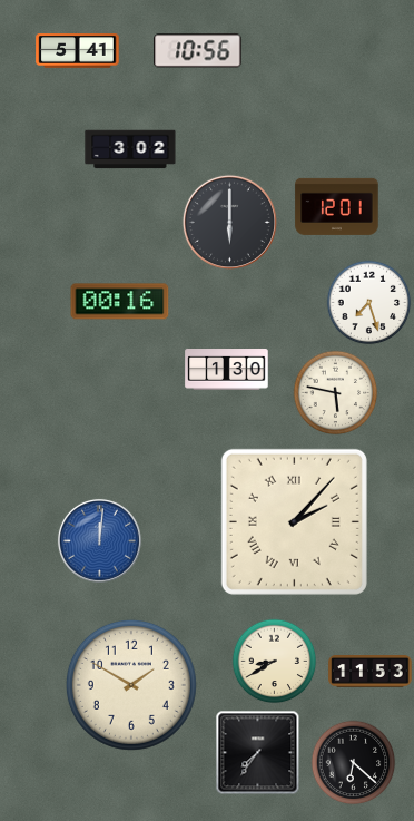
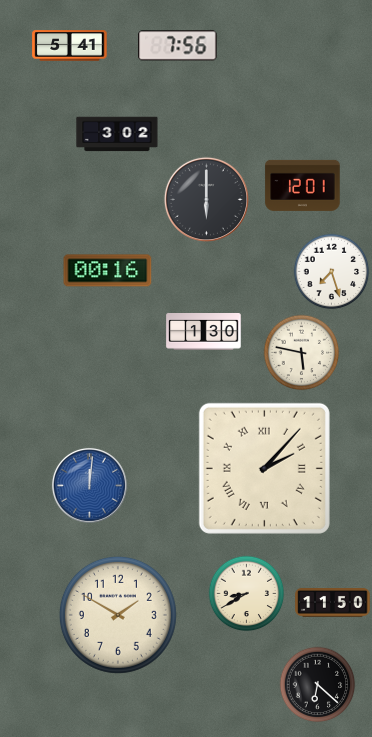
clock at (198, 51): 10:56 -> 7:56
clock at (371, 672): 11:53 -> 11:50
clock at (258, 753): 7:36 -> none
